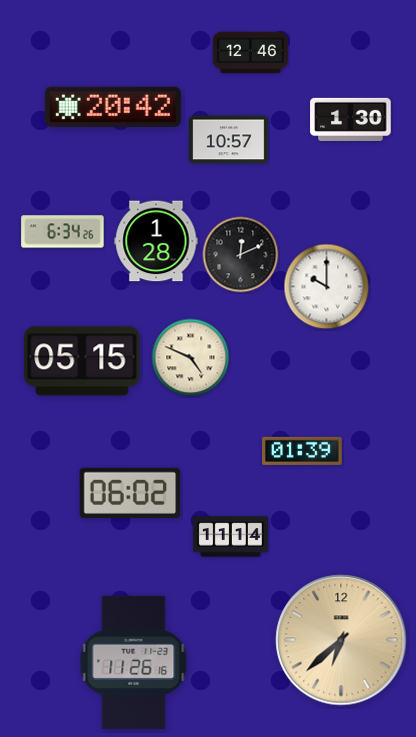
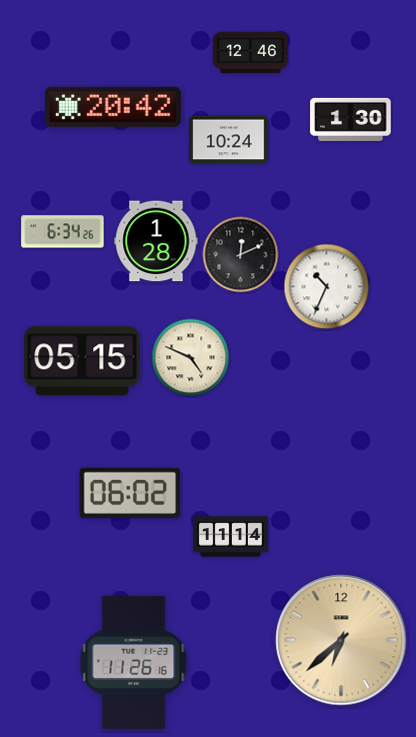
clock at (229, 140): 10:57 -> 10:24
clock at (327, 287): 10:00 -> 10:34
clock at (302, 451): 01:39 -> none
